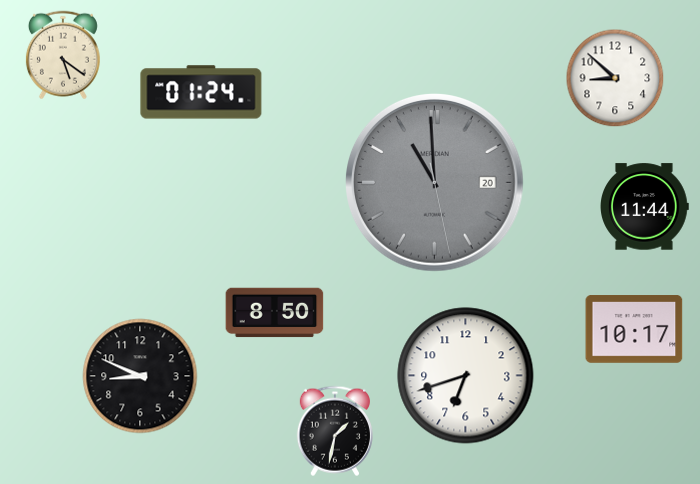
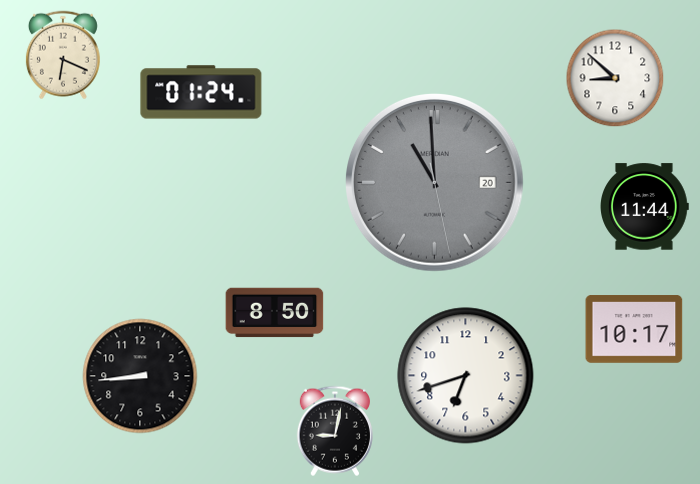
clock at (63, 55): 5:21 -> 6:19
clock at (140, 376): 8:49 -> 8:44
clock at (335, 431): 1:32 -> 9:02
